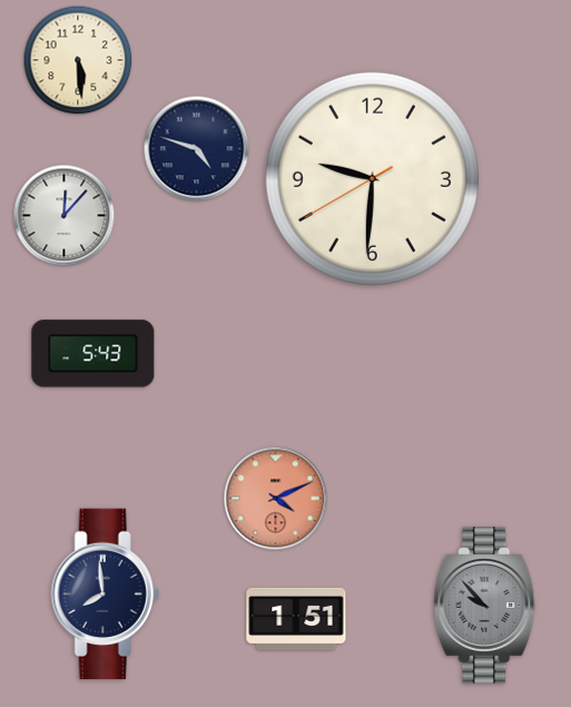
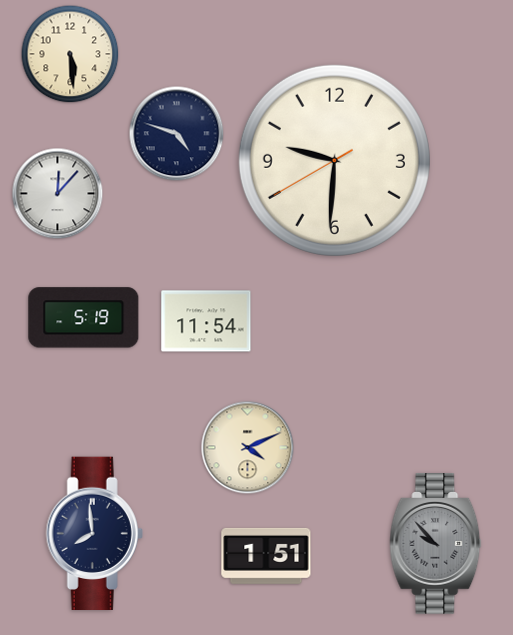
clock at (93, 354): 5:43 -> 5:19
clock at (206, 321): none -> 11:54
clock at (276, 499) dial: salmon -> cream
